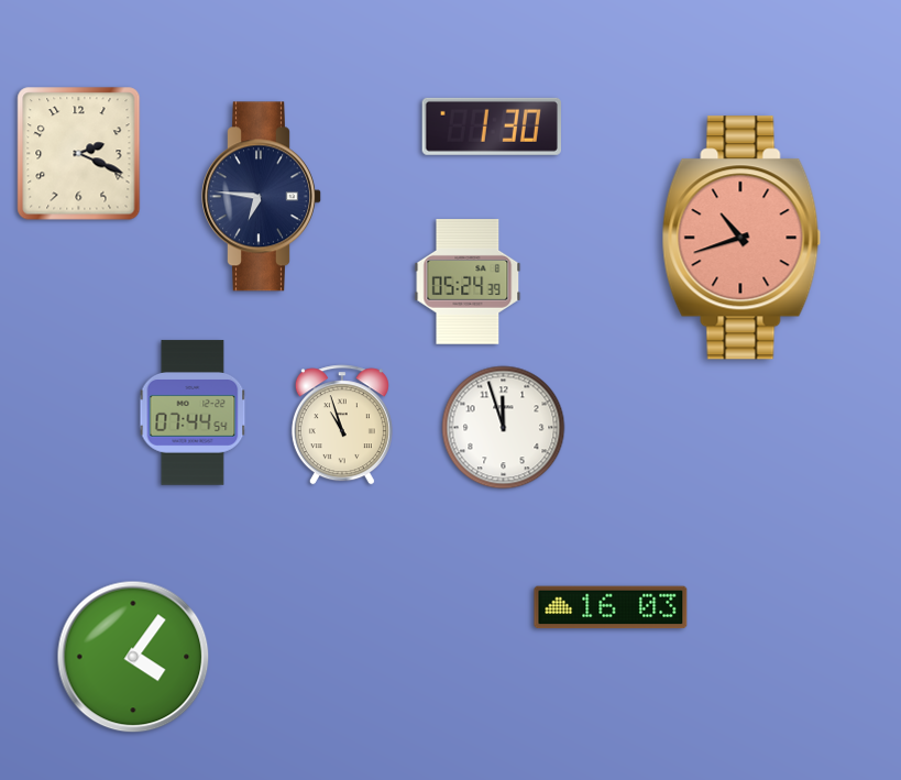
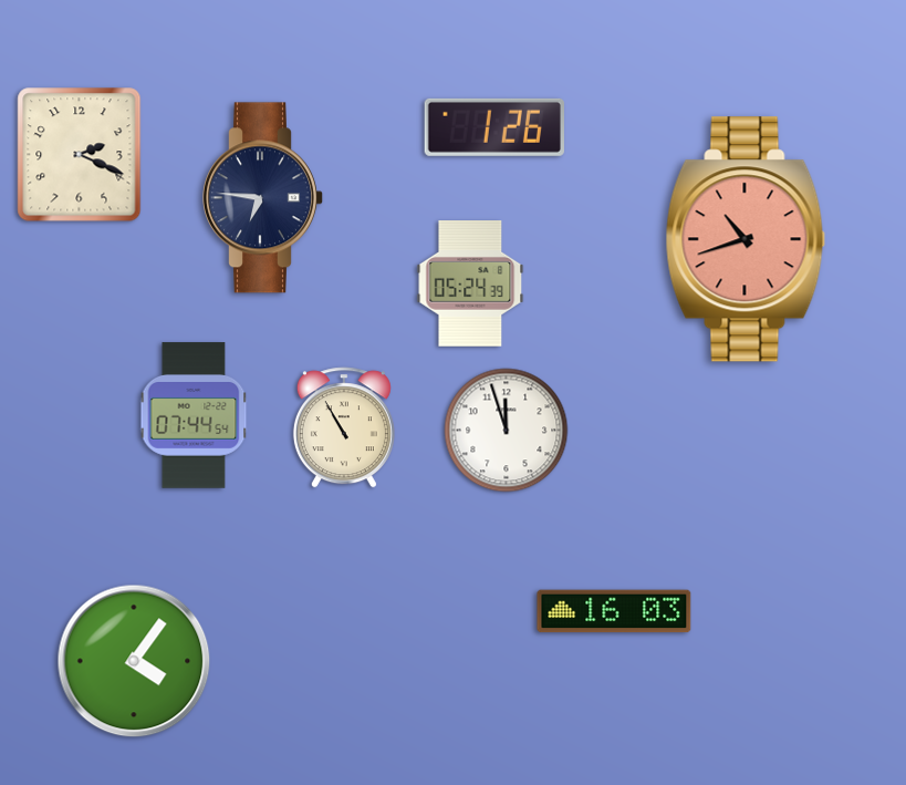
clock at (492, 127): 1:30 -> 1:26
clock at (342, 425): 10:57 -> 10:55
